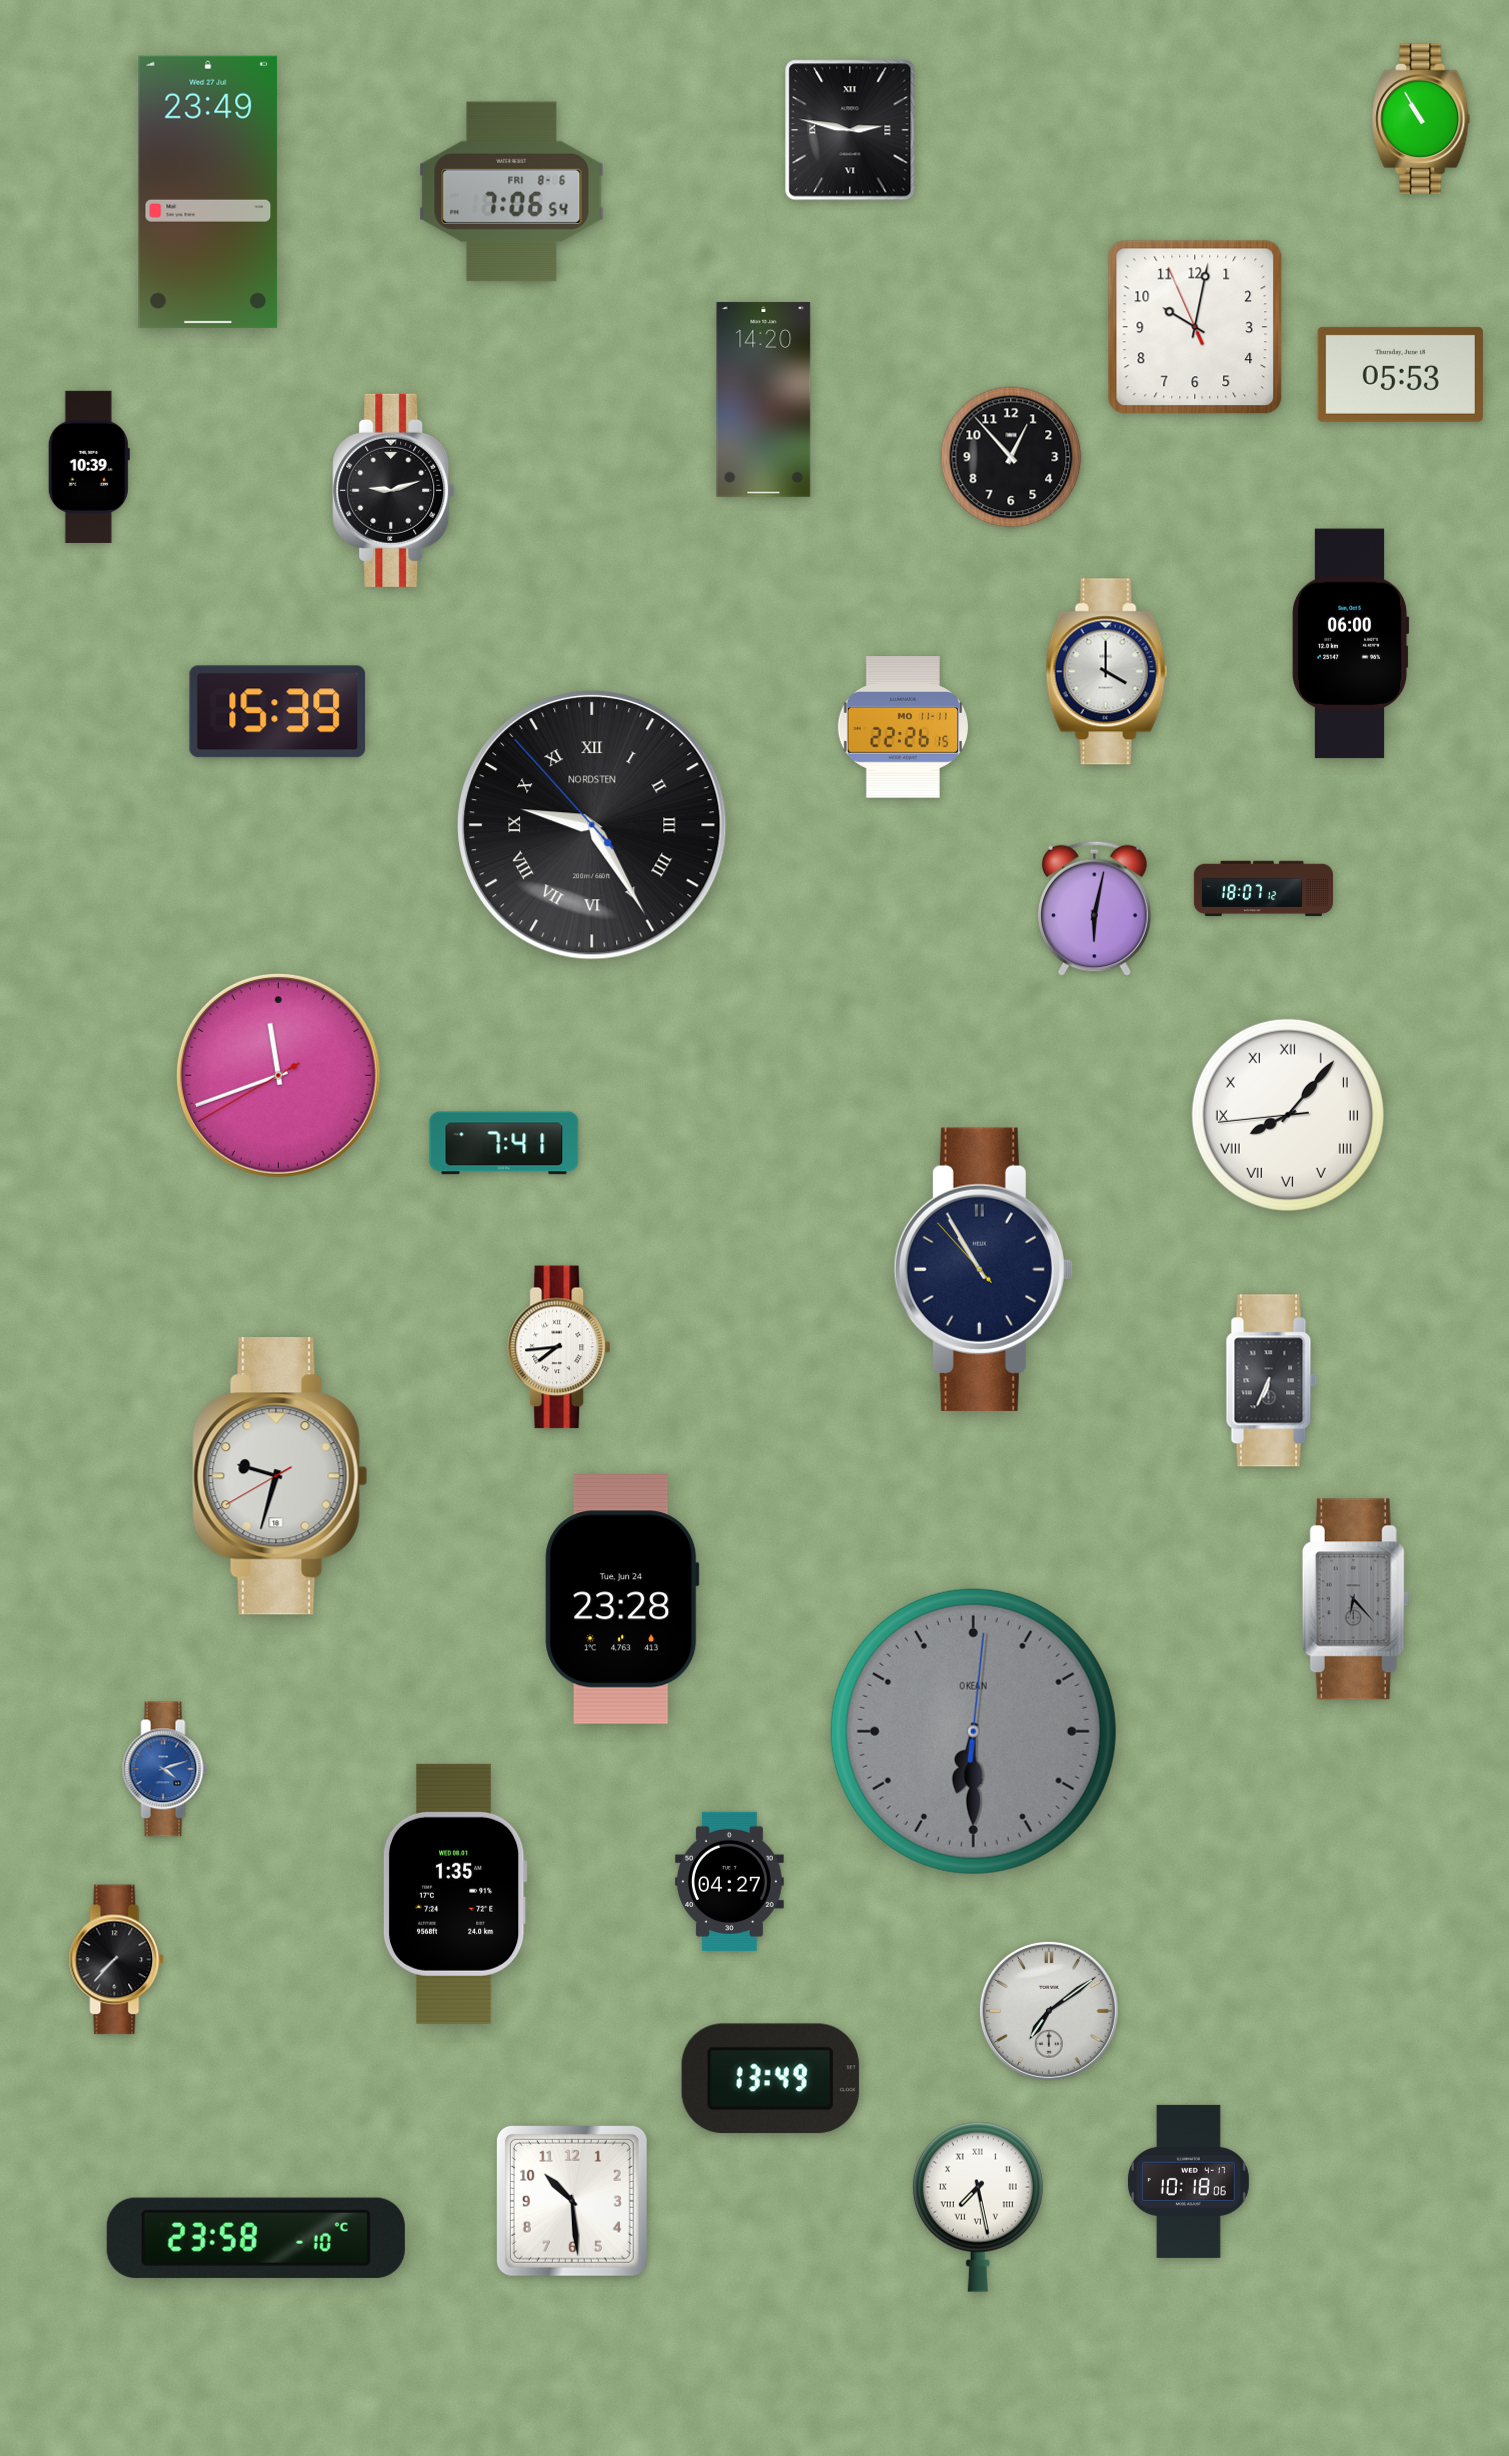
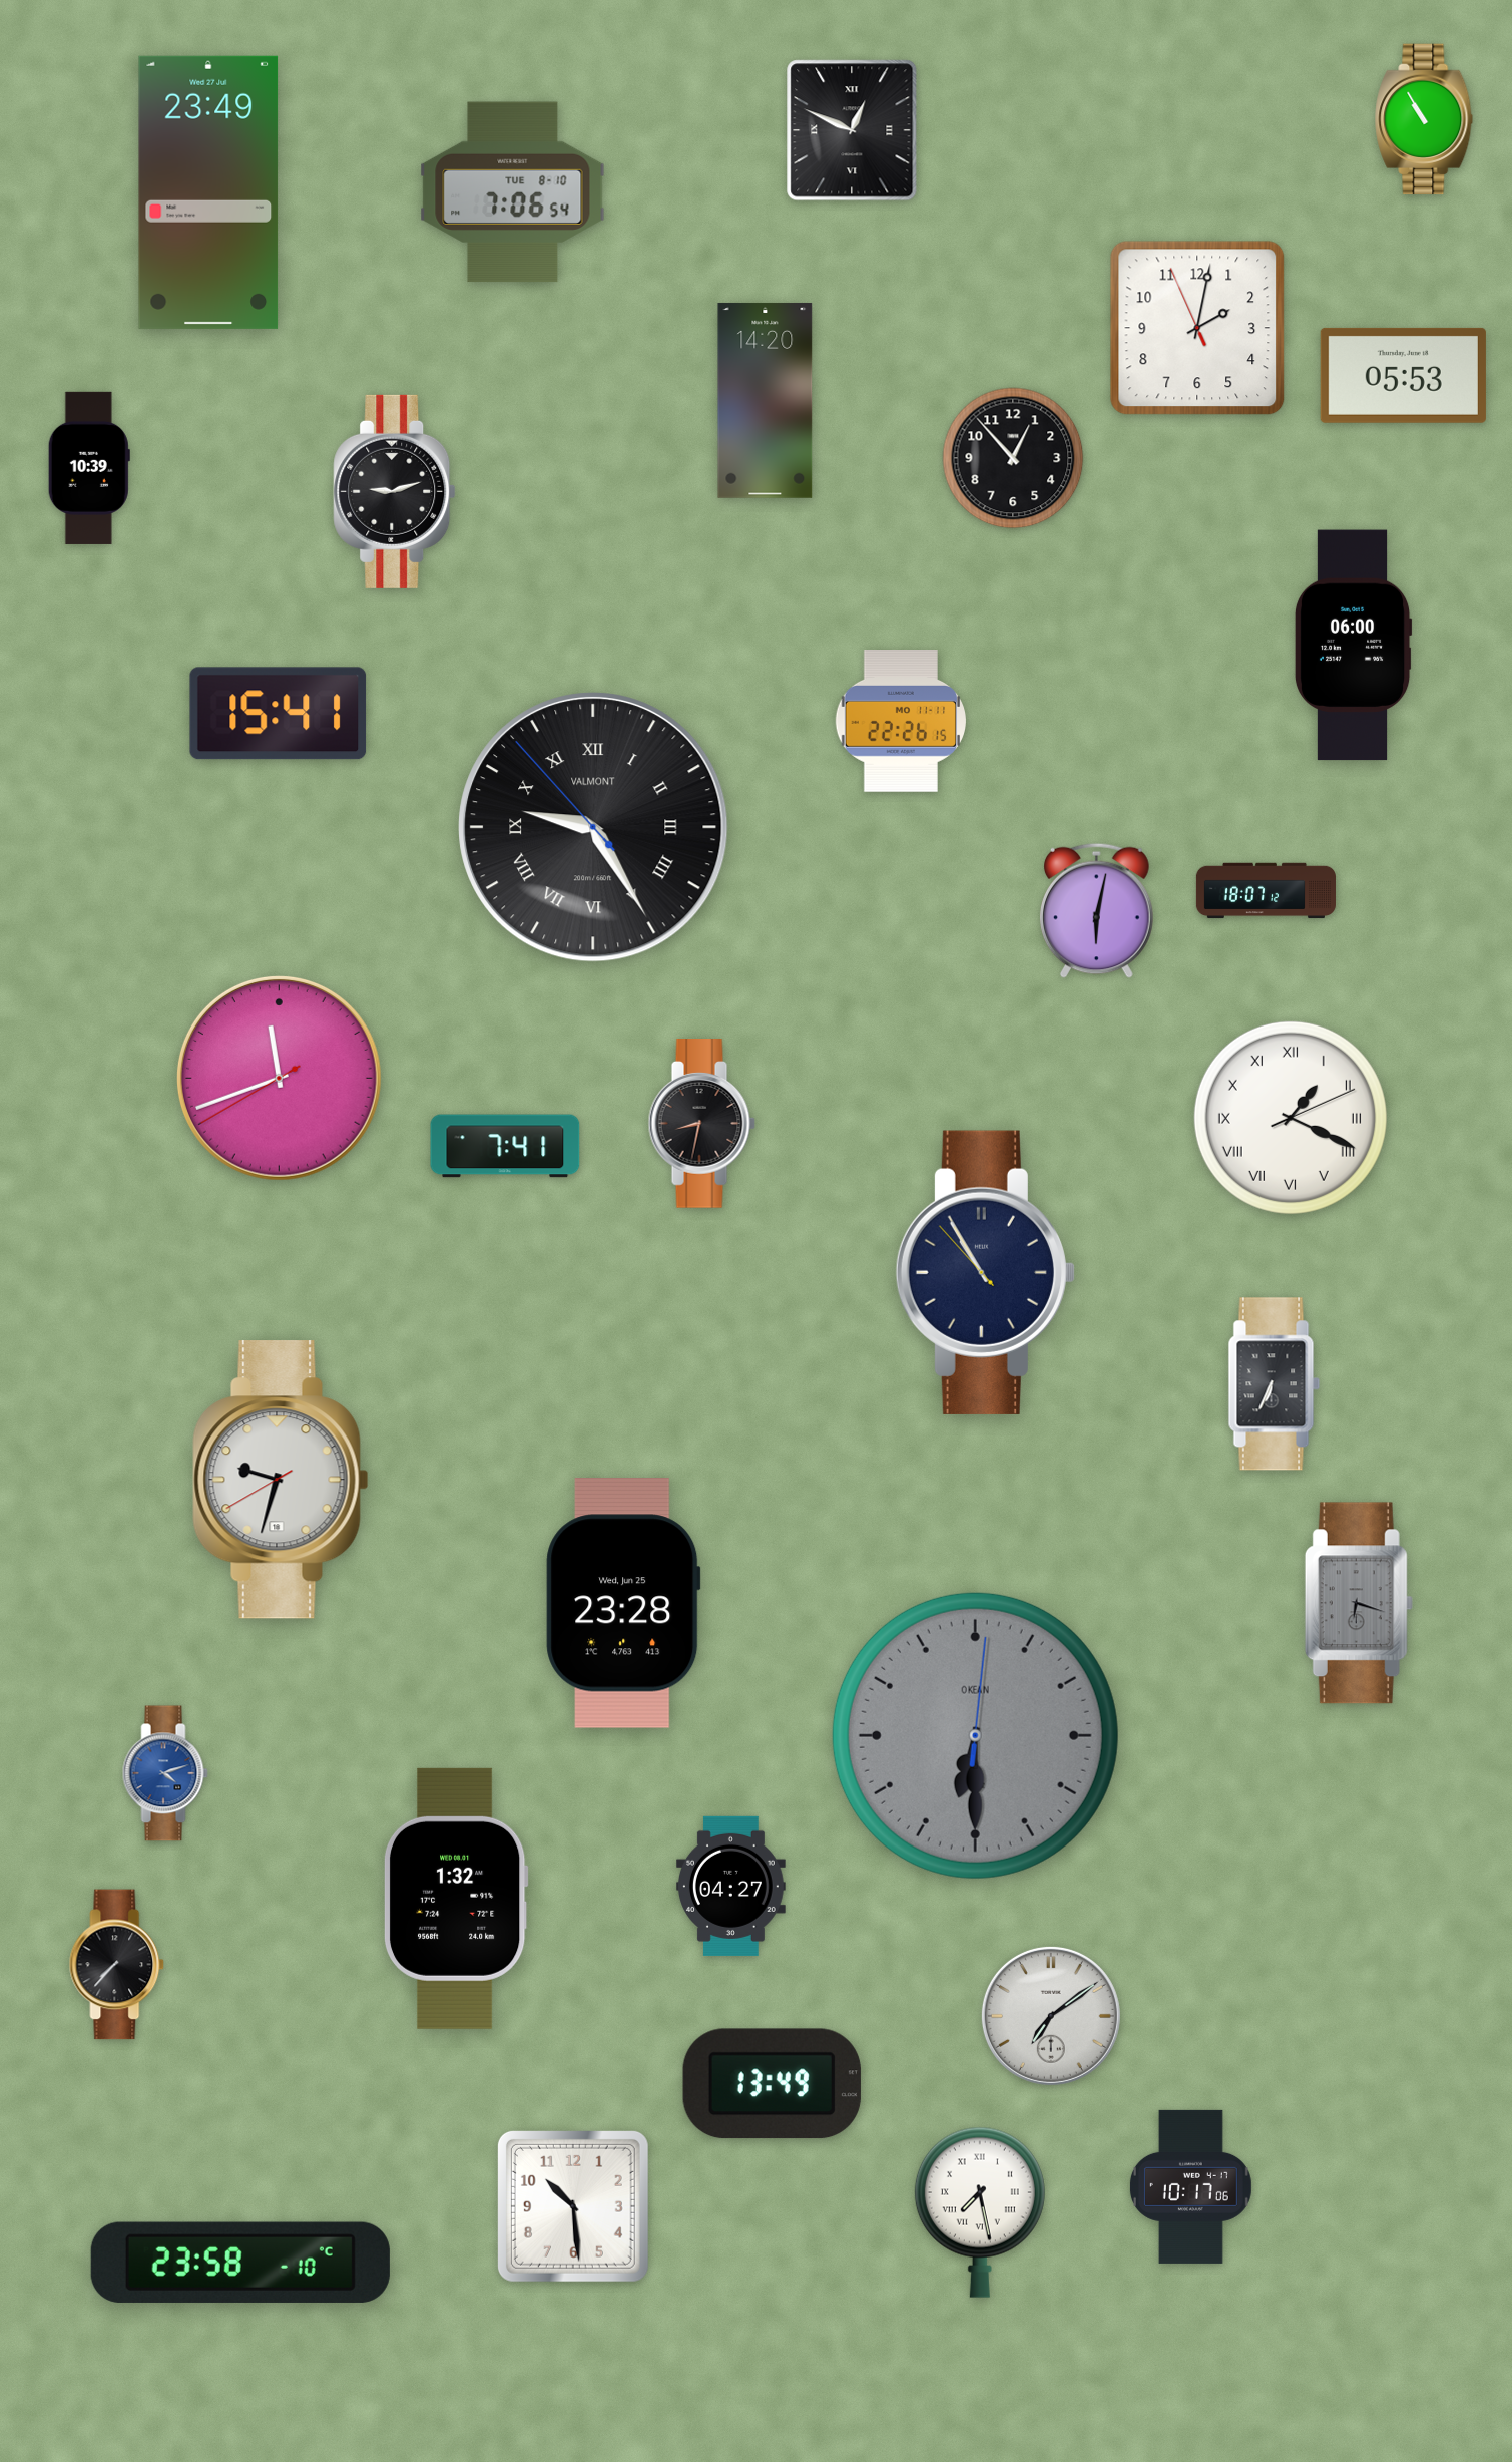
clock at (850, 130): 2:47 -> 12:49
clock at (512, 192) date: FRI 8-6 -> TUE 8-10
clock at (1195, 327): 10:01 -> 2:01
clock at (1107, 672): 4:00 -> none
clock at (278, 712): 15:39 -> 15:41
clock at (902, 728) position: (902, 728) -> (900, 722)
clock at (592, 825) brand: NORDSTEN -> VALMONT
clock at (1288, 1115): 8:06 -> 1:19
clock at (701, 1124): none -> 8:32
clock at (559, 1347): 7:44 -> none
clock at (622, 1599) date: Tue, Jun 24 -> Wed, Jun 25
clock at (1356, 1599): 6:23 -> 6:18
clock at (455, 1894): 1:35 -> 1:32
clock at (1188, 2181): 10:18 -> 10:17
clock at (256, 2238) position: (256, 2238) -> (240, 2263)
